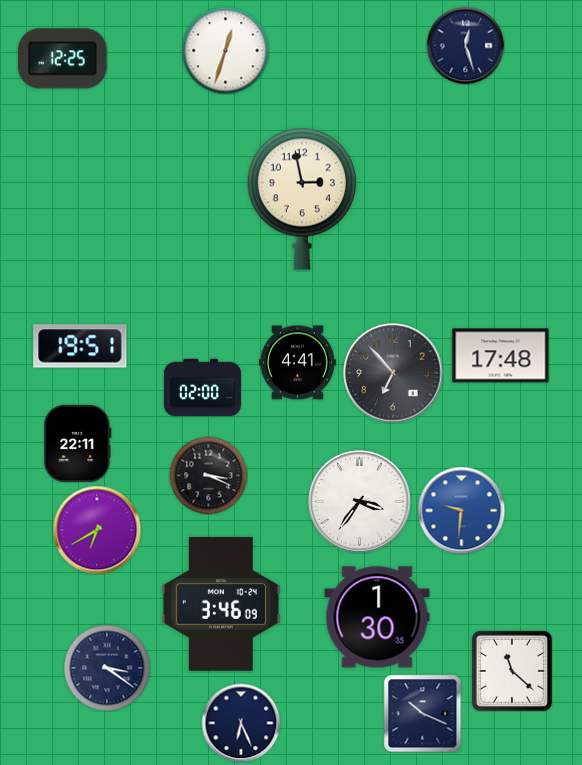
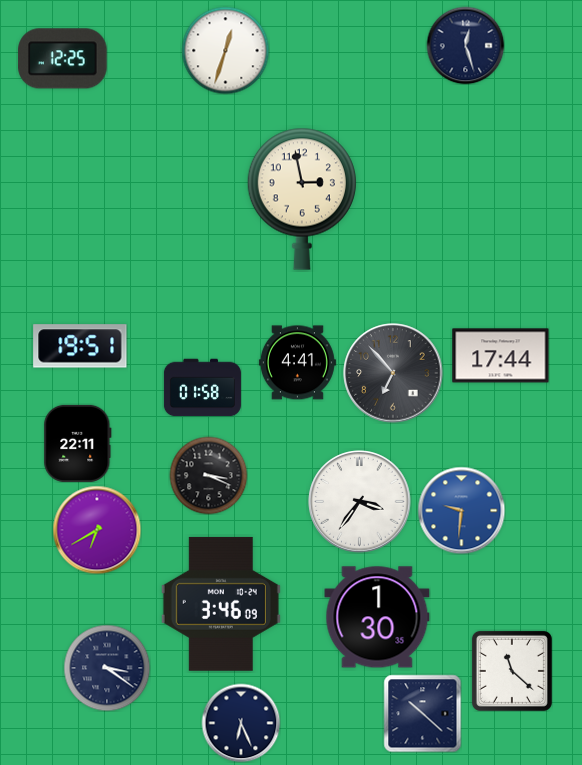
clock at (501, 356): 17:48 -> 17:44
clock at (202, 388): 02:00 -> 01:58
clock at (422, 713): 10:19 -> 10:22
